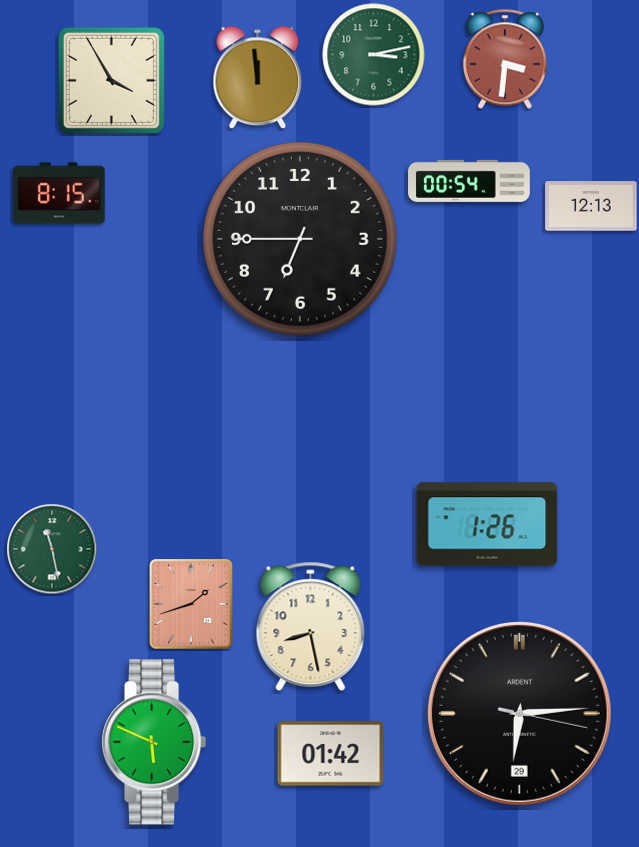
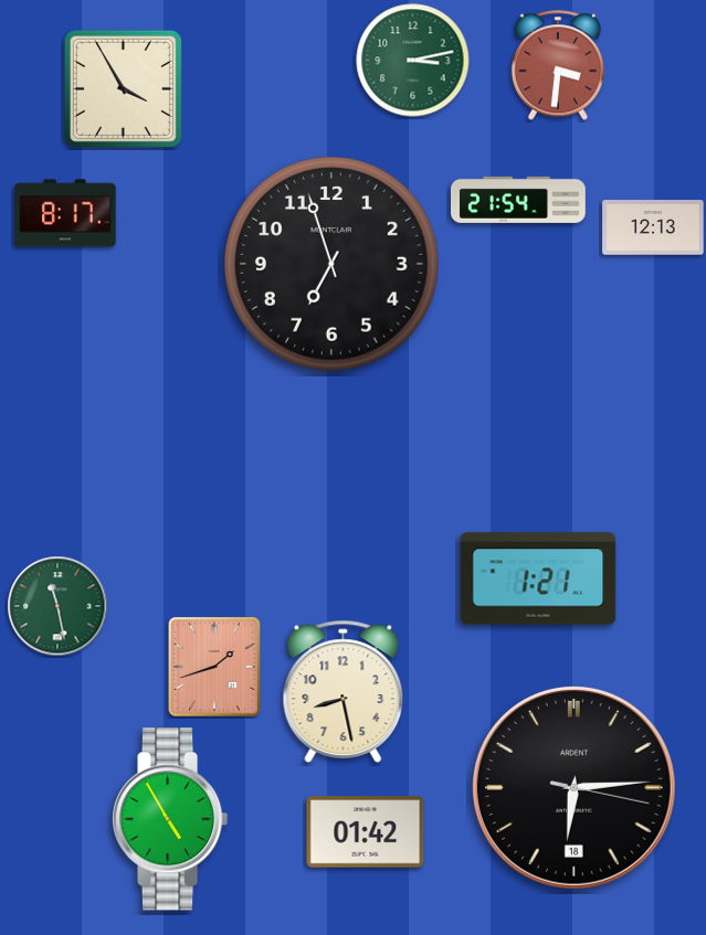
clock at (258, 78): 11:59 -> none
clock at (470, 181): 00:54 -> 21:54
clock at (59, 193): 8:15 -> 8:17
clock at (300, 239): 6:45 -> 6:57
clock at (487, 524): 1:26 -> 1:21
clock at (192, 604) position: (192, 604) -> (215, 667)
clock at (519, 713) date: 29 -> 18
clock at (155, 742): 5:49 -> 4:55
